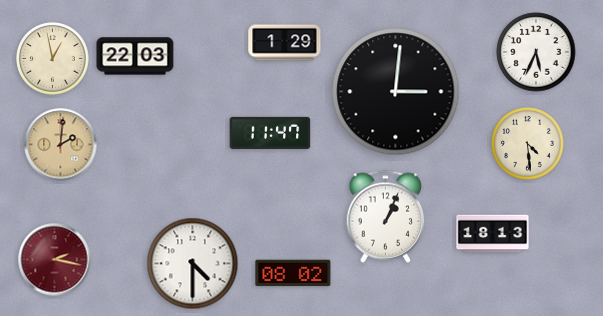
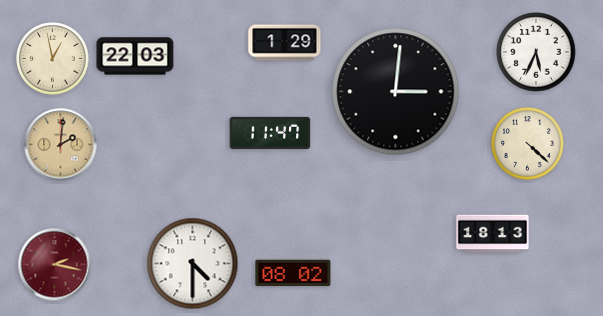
clock at (528, 144): 4:29 -> 4:22
clock at (386, 216): 1:04 -> none
clock at (55, 260) position: (55, 260) -> (55, 265)
